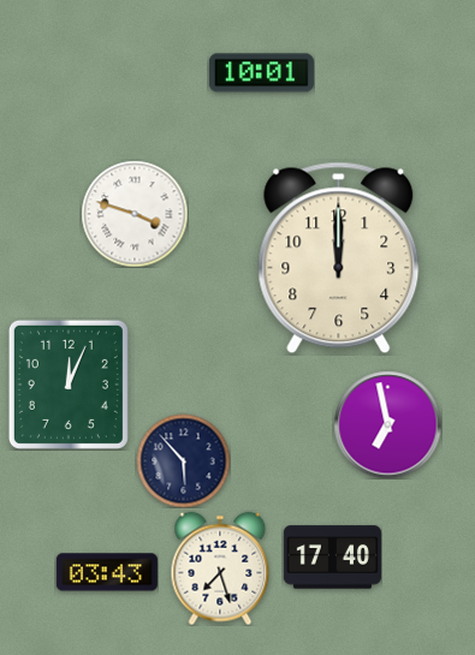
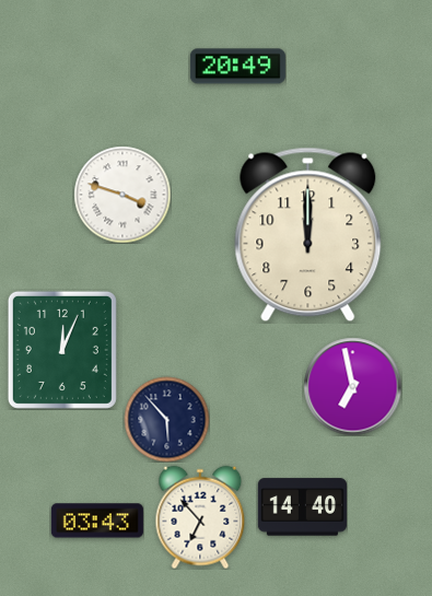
clock at (261, 73): 10:01 -> 20:49
clock at (332, 558): 17:40 -> 14:40
clock at (220, 568): 7:27 -> 6:53
